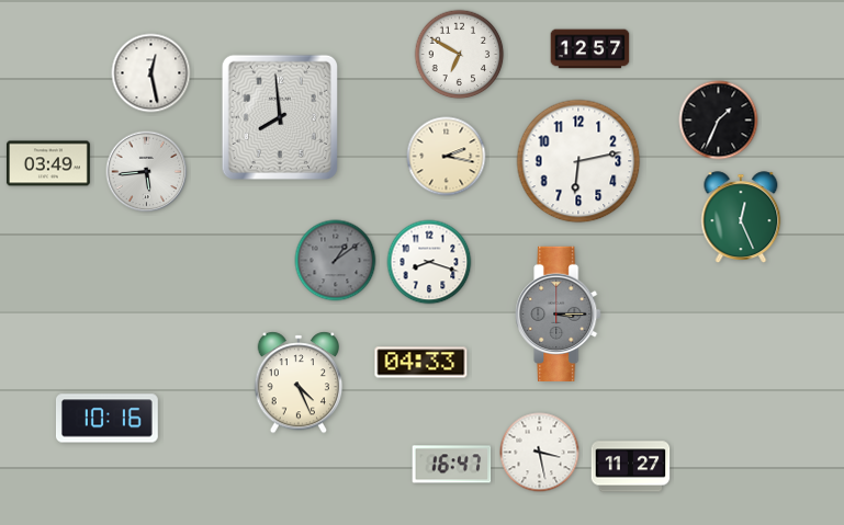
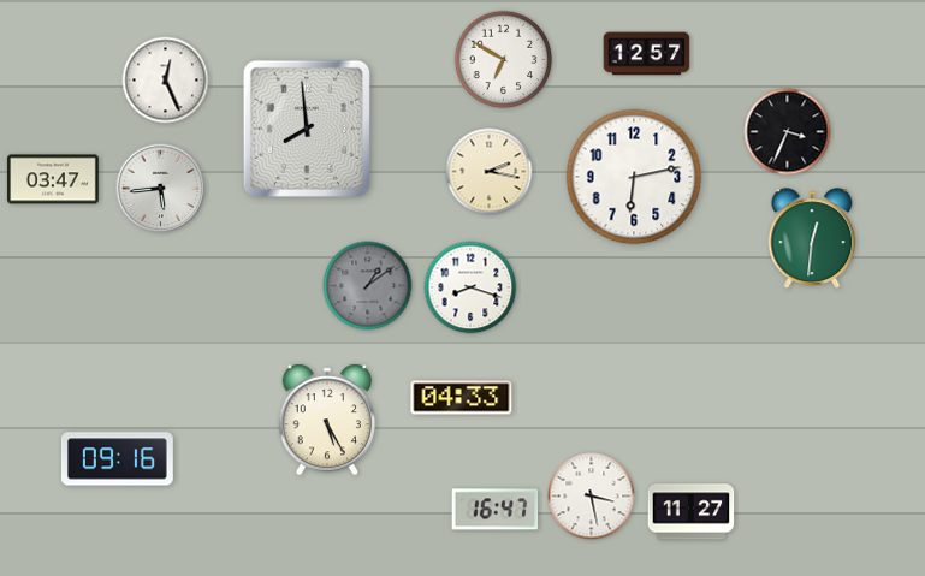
clock at (151, 73): 12:28 -> 12:26
clock at (719, 121): 1:34 -> 3:34
clock at (48, 163): 03:49 -> 03:47
clock at (741, 217): 12:26 -> 12:31
clock at (559, 313): 3:15 -> none
clock at (299, 383): 4:26 -> 5:25
clock at (106, 419): 10:16 -> 09:16
